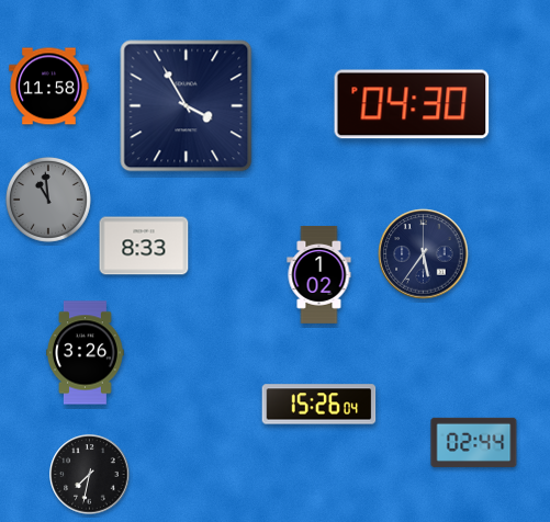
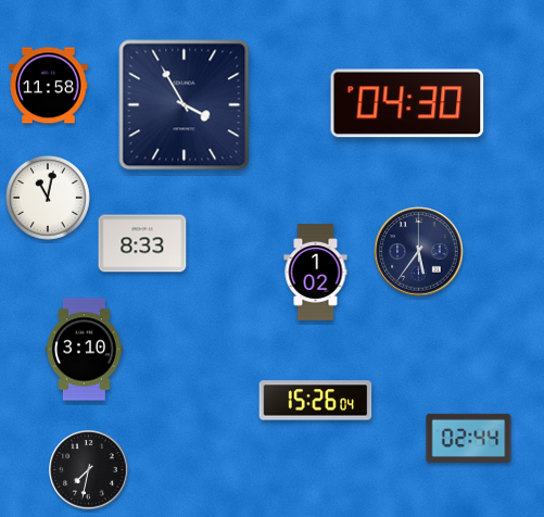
clock at (48, 200): 10:59 -> 11:02
clock at (48, 200) dial: grey -> white
clock at (86, 353): 3:26 -> 3:10
